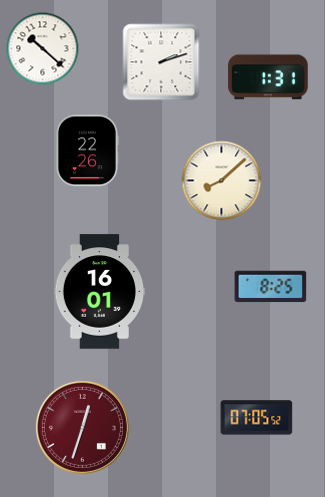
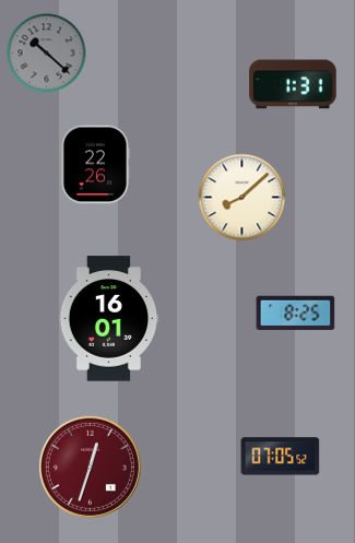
clock at (43, 49) dial: white -> grey
clock at (161, 62): 2:12 -> none
